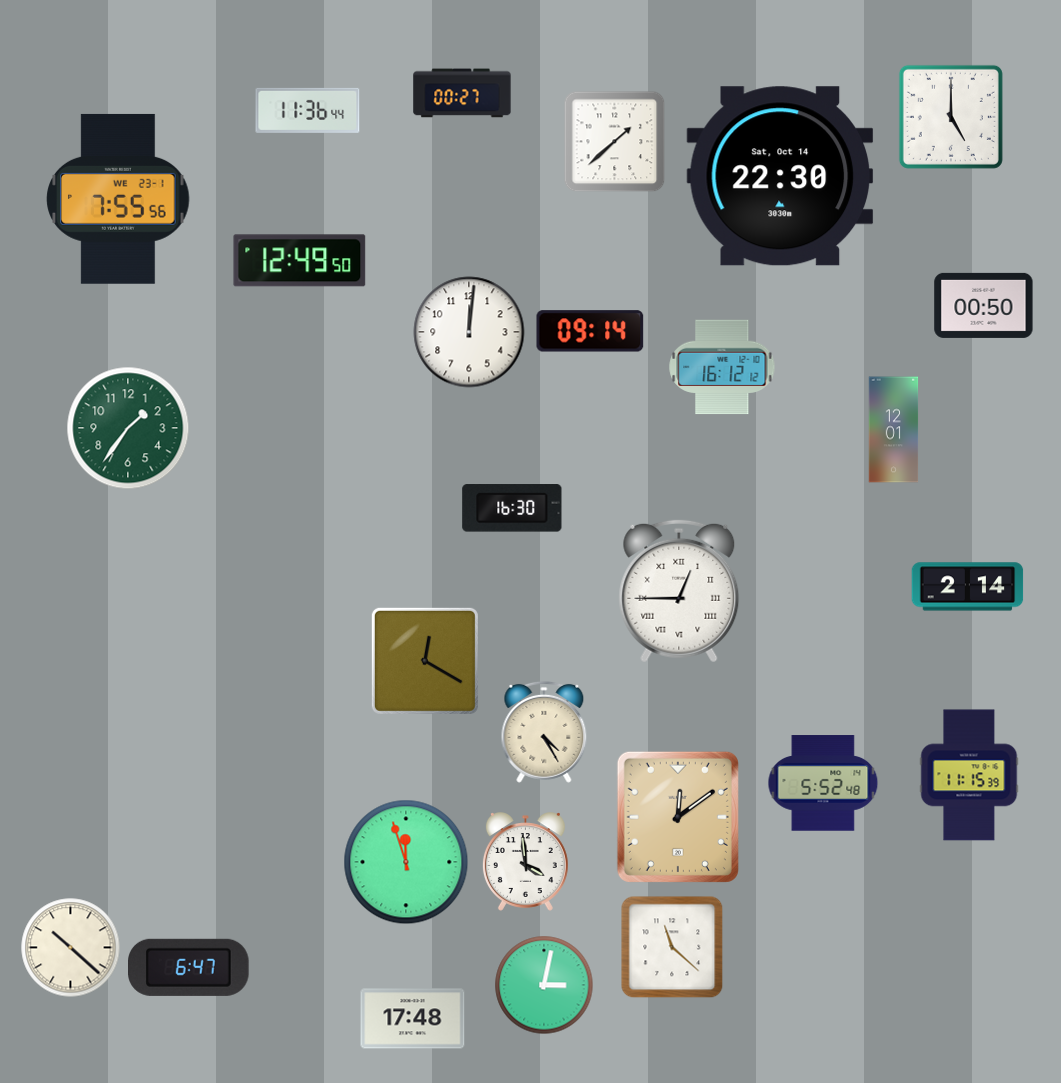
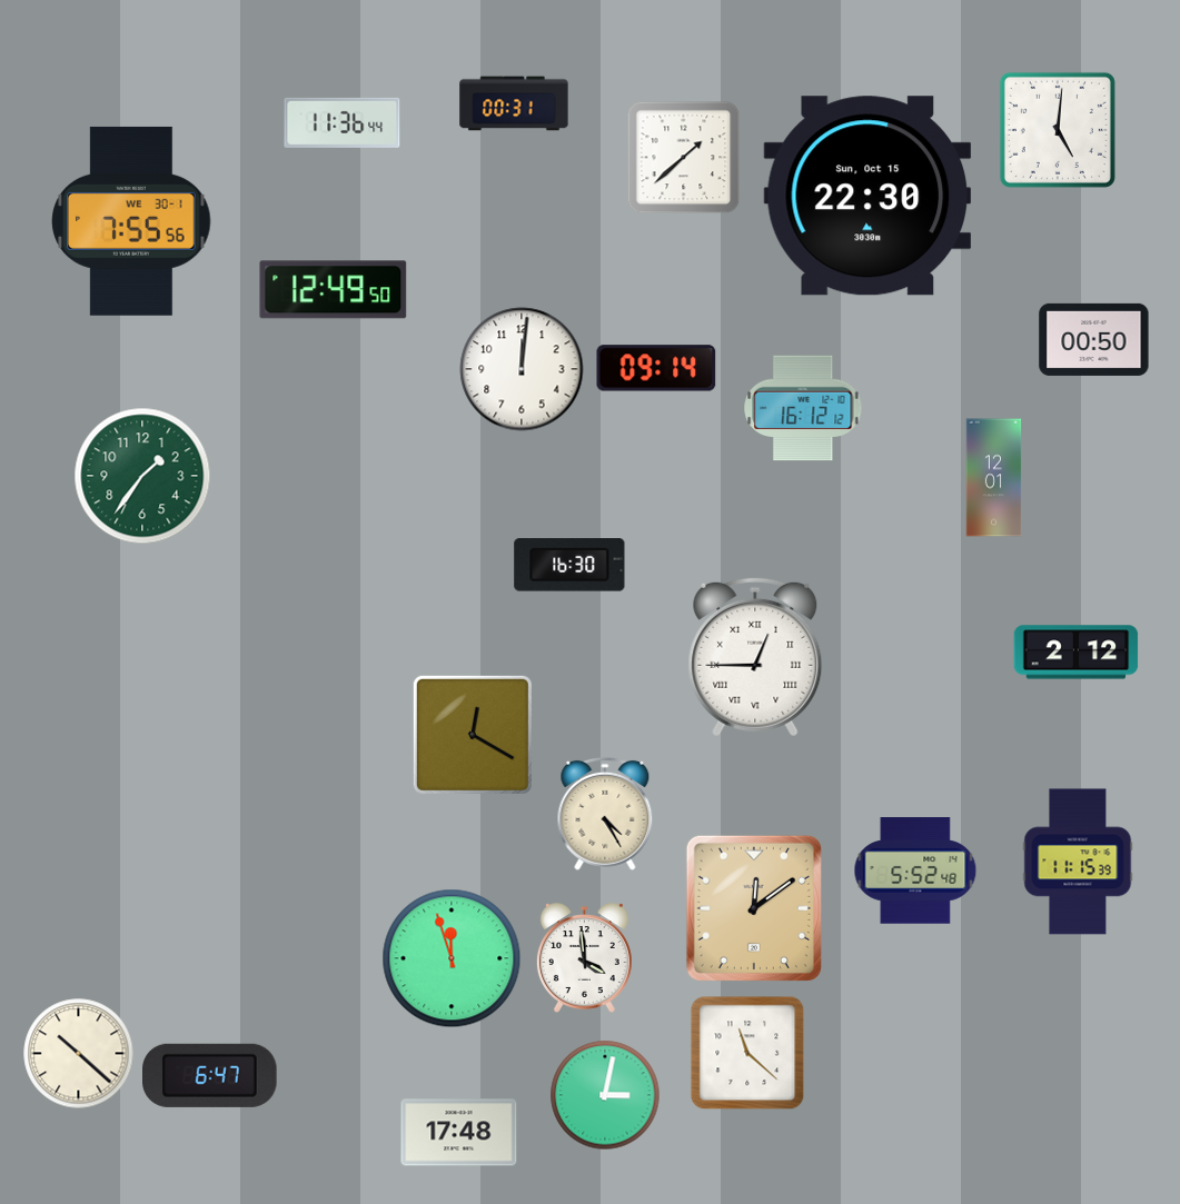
clock at (462, 93): 00:27 -> 00:31
clock at (951, 117): 5:00 -> 5:01
clock at (780, 176) date: Sat, Oct 14 -> Sun, Oct 15
clock at (118, 199) date: WE 23-1 -> WE 30-1
clock at (968, 587): 2:14 -> 2:12
